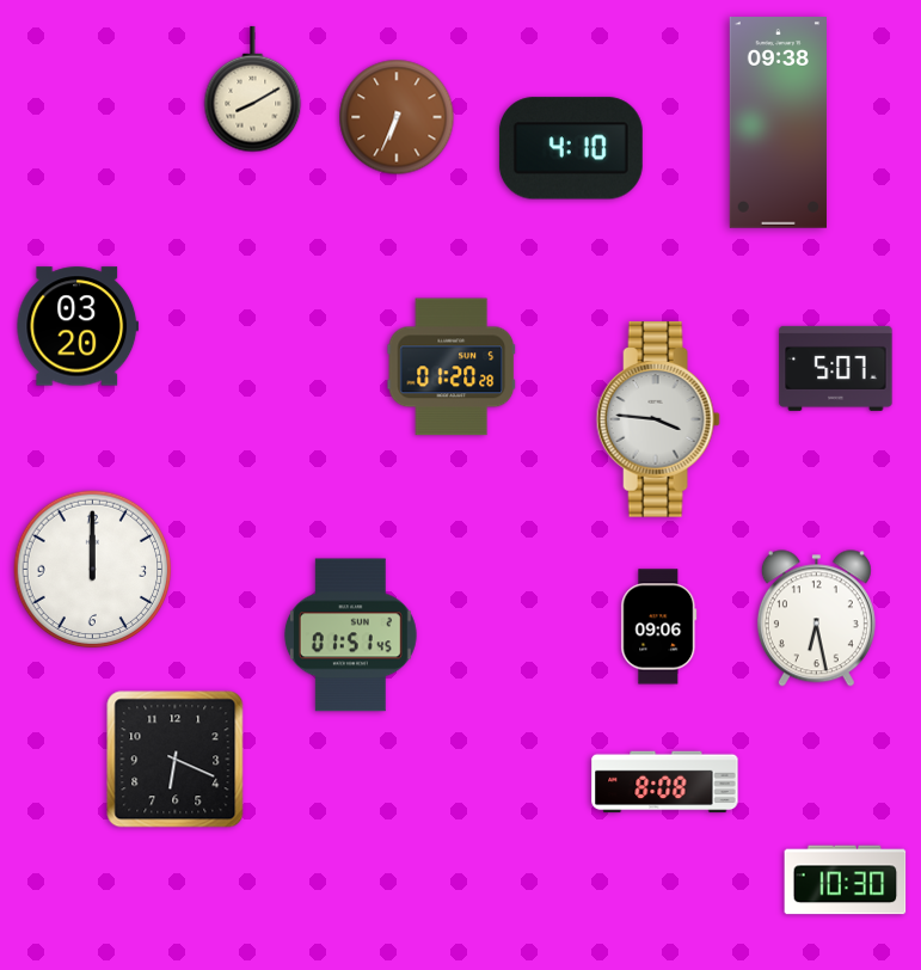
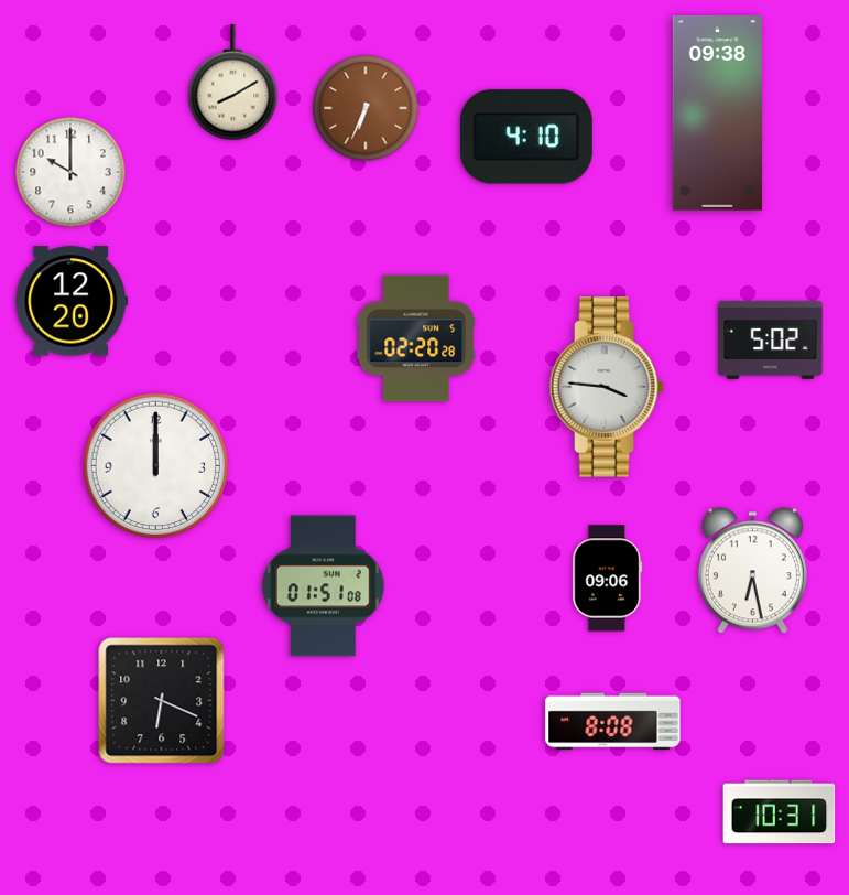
clock at (70, 172): none -> 10:00
clock at (78, 326): 03:20 -> 12:20
clock at (452, 367): 01:20 -> 02:20
clock at (836, 368): 5:07 -> 5:02
clock at (93, 570) position: (93, 570) -> (156, 466)
clock at (350, 636): 01:51:45 -> 01:51:08
clock at (846, 880): 10:30 -> 10:31
